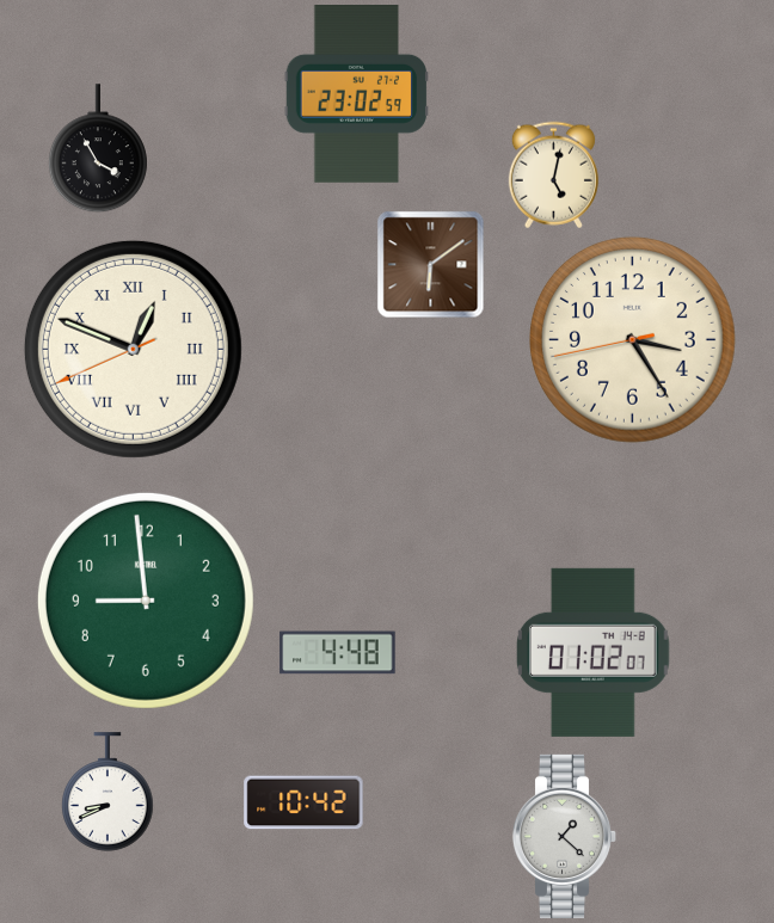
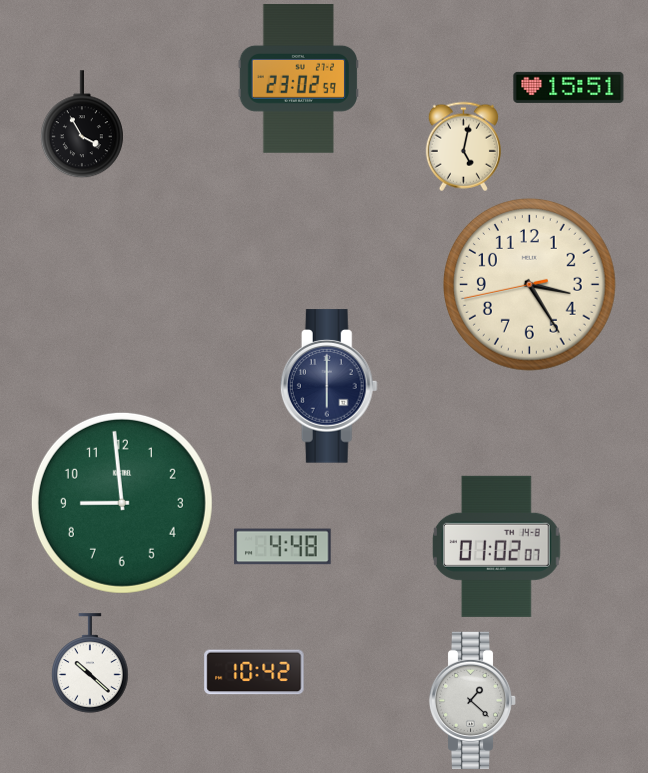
clock at (569, 87): none -> 15:51
clock at (430, 264): 6:09 -> none
clock at (133, 349): 12:48 -> none
clock at (329, 386): none -> 6:00
clock at (109, 792): 8:41 -> 10:22
